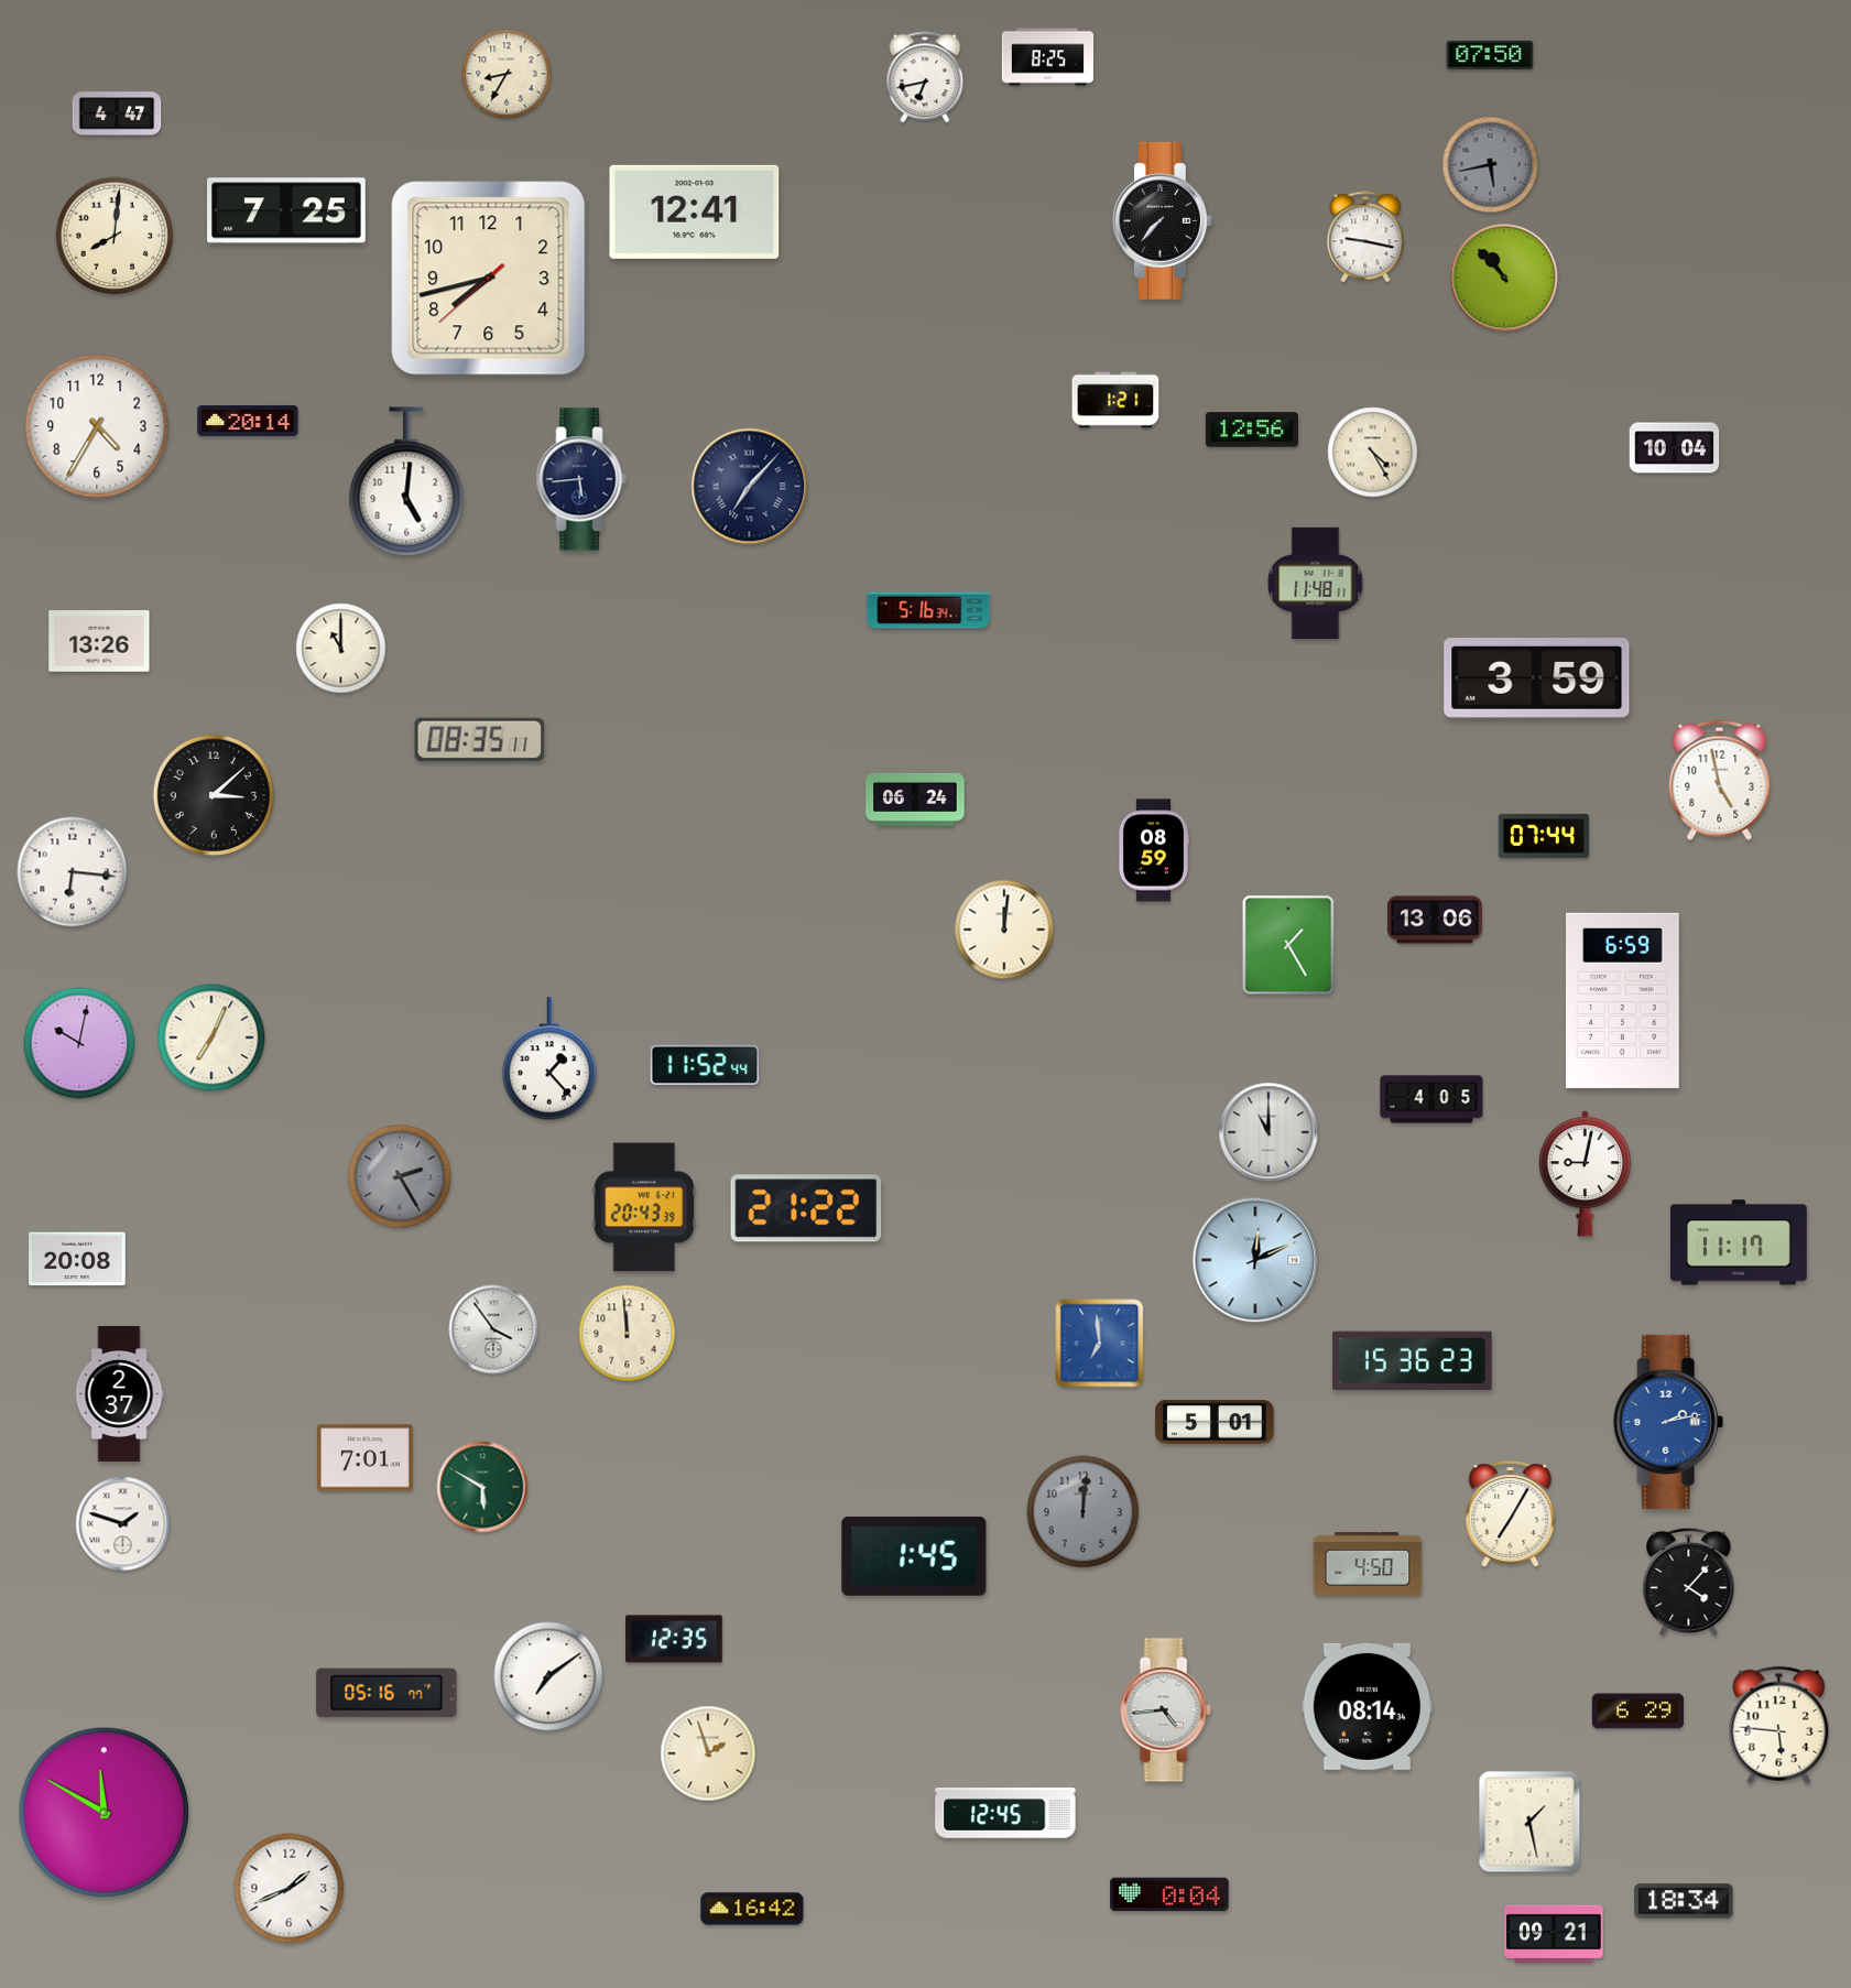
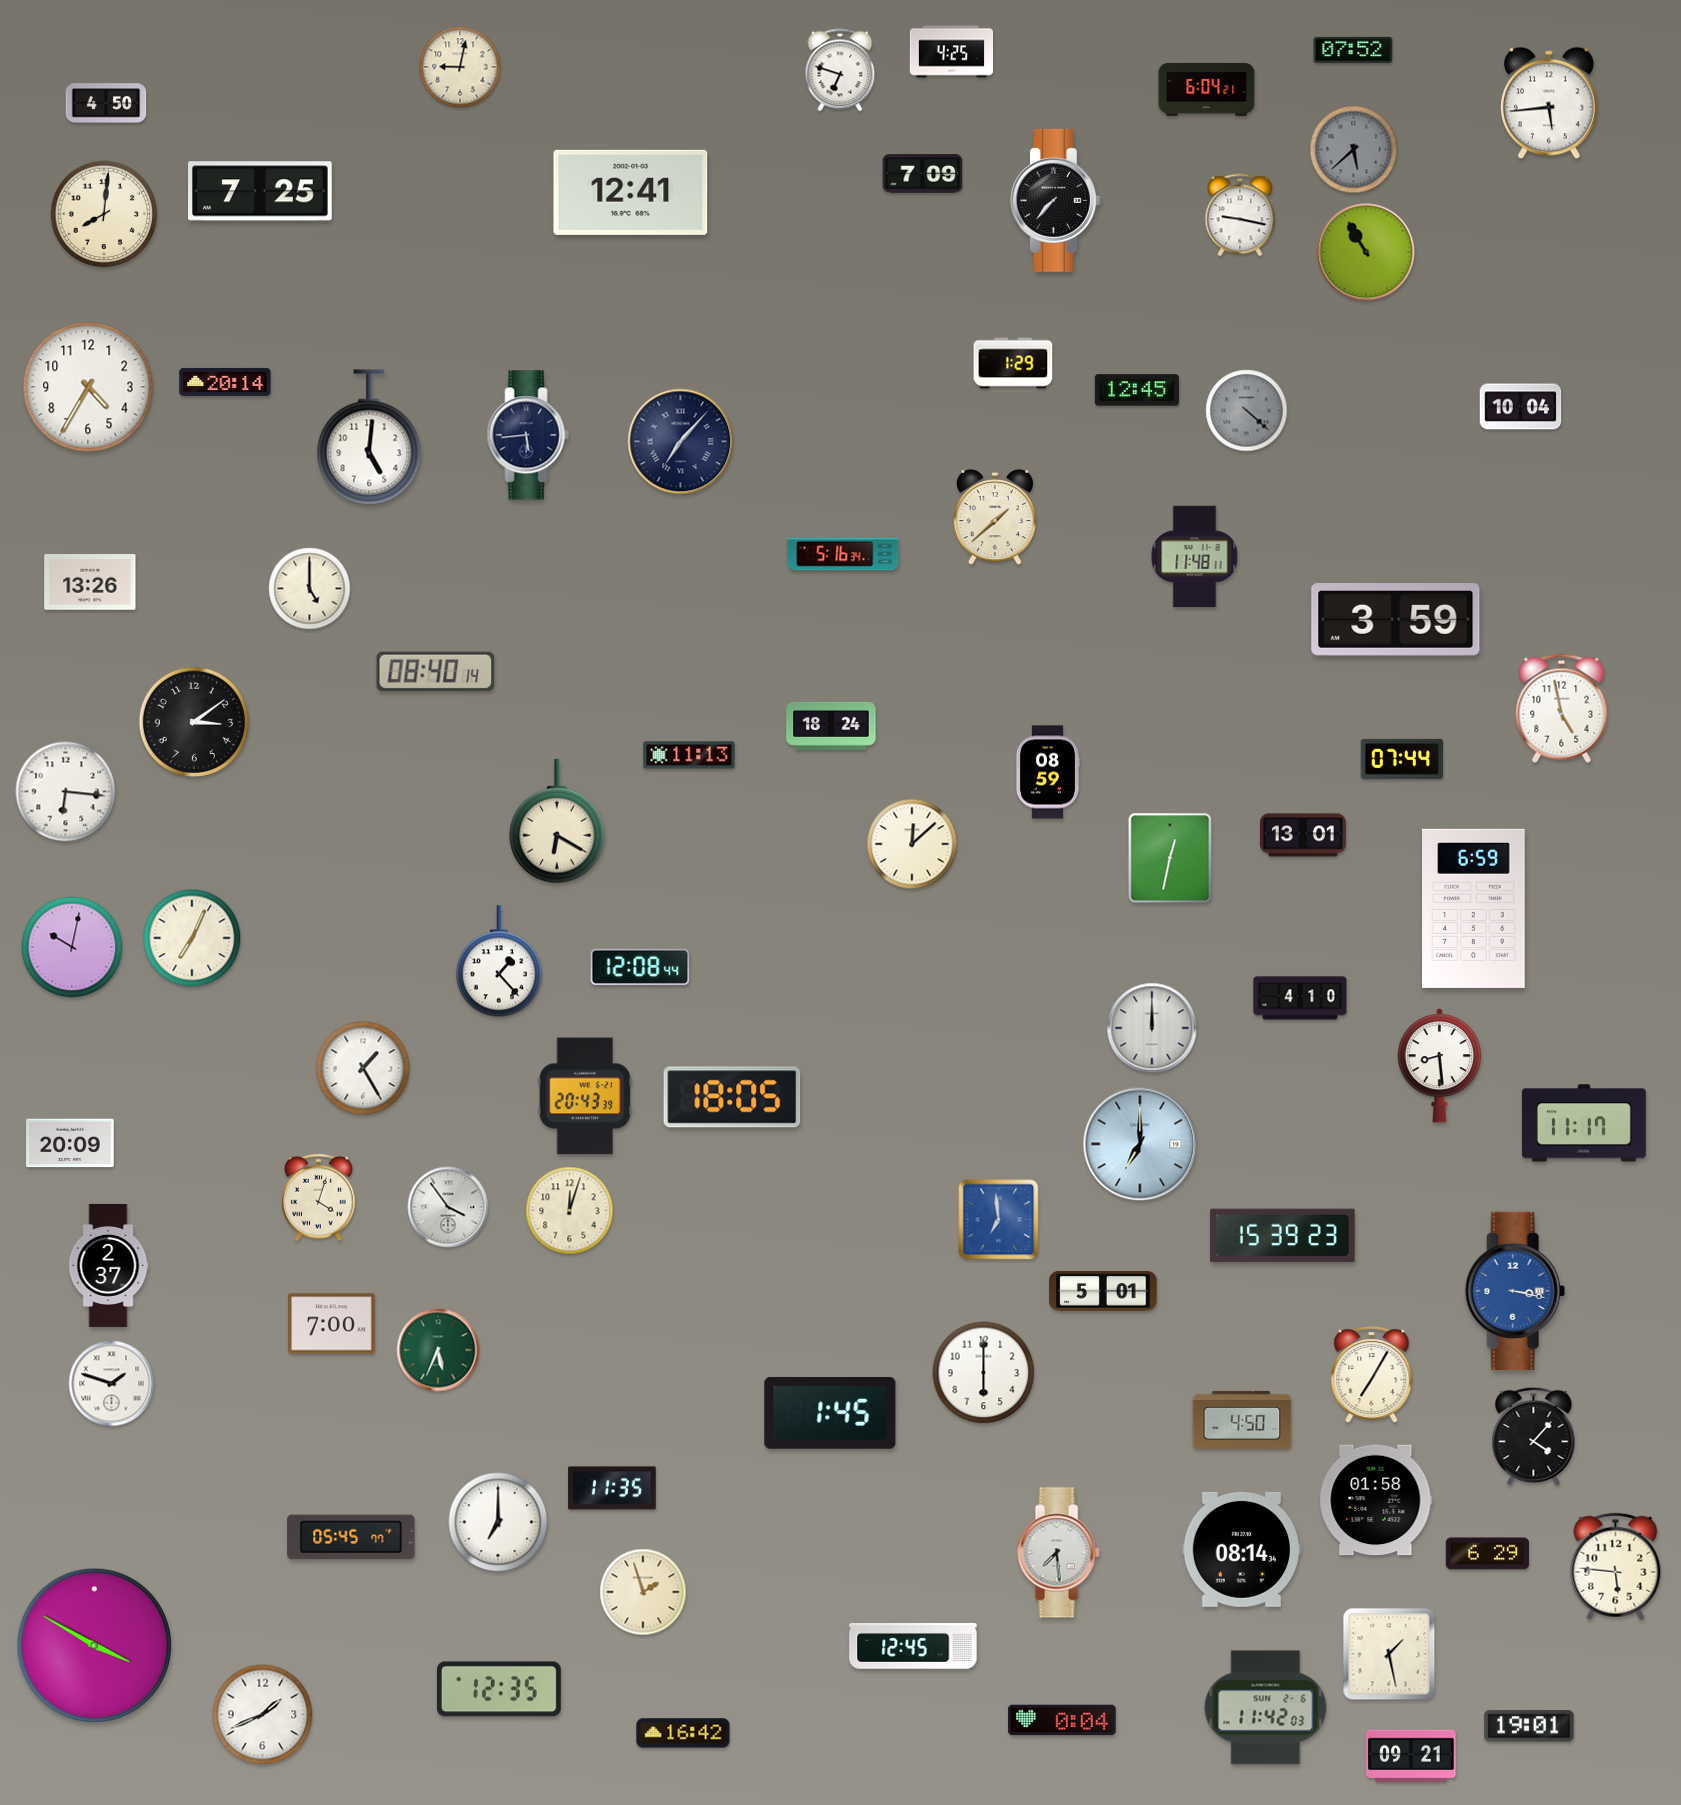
clock at (1490, 55): 07:50 -> 07:52
clock at (1048, 57): 8:25 -> 4:25
clock at (507, 74): 8:35 -> 9:02
clock at (925, 77): 6:43 -> 6:48
clock at (1207, 89): none -> 6:04
clock at (117, 113): 4:47 -> 4:50
clock at (1550, 103): none -> 5:44
clock at (1491, 165): 5:43 -> 5:38
clock at (923, 174): none -> 7:09
clock at (1504, 278): 10:53 -> 10:55
clock at (489, 279): 7:42 -> none
clock at (1115, 400): 1:21 -> 1:29
clock at (1252, 430): 12:56 -> 12:45
clock at (1373, 453): 4:25 -> 4:22
clock at (1373, 453) dial: cream -> grey
clock at (995, 518): none -> 1:38
clock at (1316, 584) position: (1316, 584) -> (1195, 557)
clock at (341, 649): 11:00 -> 5:00
clock at (1537, 678) position: (1537, 678) -> (1396, 620)
clock at (480, 739): 08:35 -> 08:40
clock at (214, 795): 3:08 -> 3:09
clock at (915, 800): 06:24 -> 18:24
clock at (689, 755): none -> 11:13
clock at (557, 821): none -> 6:20
clock at (1435, 920): 13:06 -> 13:01
clock at (1004, 930): 12:01 -> 12:08
clock at (1288, 945): 1:25 -> 12:32
clock at (211, 1038) position: (211, 1038) -> (192, 938)
clock at (705, 1065): 11:52 -> 12:08
clock at (1431, 1099): 4:05 -> 4:10
clock at (1269, 1132): 11:00 -> 12:00
clock at (1585, 1174): 9:02 -> 8:29
clock at (400, 1176): 2:25 -> 1:25
clock at (400, 1176) dial: grey -> white
clock at (806, 1208): 21:22 -> 18:05
clock at (1739, 1242) position: (1739, 1242) -> (1584, 1123)
clock at (77, 1259): 20:08 -> 20:09
clock at (1255, 1260): 12:11 -> 7:00
clock at (319, 1198): none -> 4:03
clock at (628, 1334): 11:59 -> 12:03
clock at (1413, 1361): 15:36 -> 15:39
clock at (1668, 1422): 2:13 -> 3:17
clock at (366, 1458): 7:01 -> 7:00
clock at (482, 1487): 5:50 -> 5:34
clock at (1084, 1512): 12:01 -> 6:00
clock at (1084, 1512) dial: grey -> white
clock at (674, 1639): 12:35 -> 11:35
clock at (1376, 1500): none -> 01:58
clock at (548, 1676): 7:09 -> 7:00
clock at (386, 1693): 05:16 -> 05:45
clock at (1165, 1710): 4:44 -> 7:29
clock at (104, 1812): 11:50 -> 3:50
clock at (499, 1689): none -> 12:35
clock at (1266, 1708): none -> 11:42
clock at (1684, 1901): 18:34 -> 19:01
